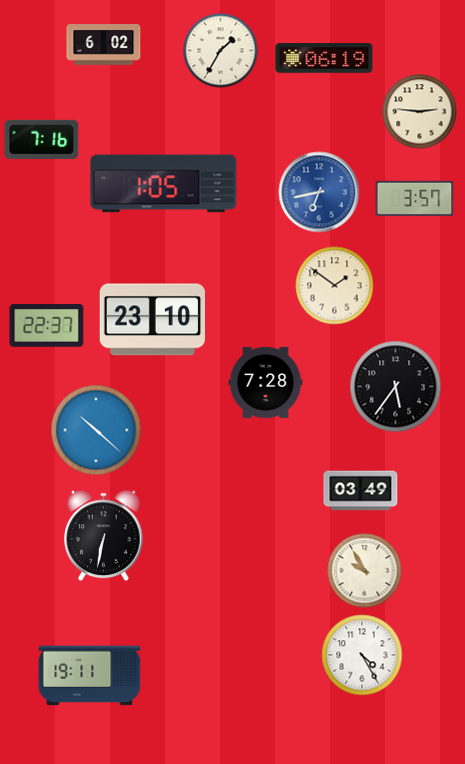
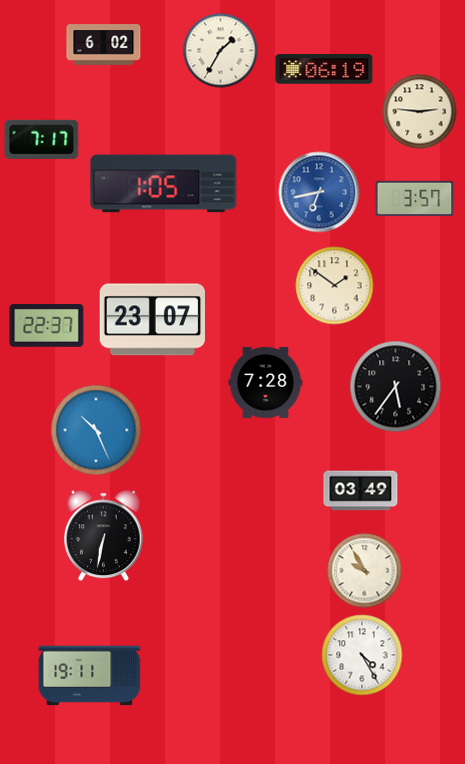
clock at (324, 58) position: (324, 58) -> (324, 69)
clock at (42, 139): 7:16 -> 7:17
clock at (152, 320): 23:10 -> 23:07
clock at (96, 430): 10:22 -> 10:26
